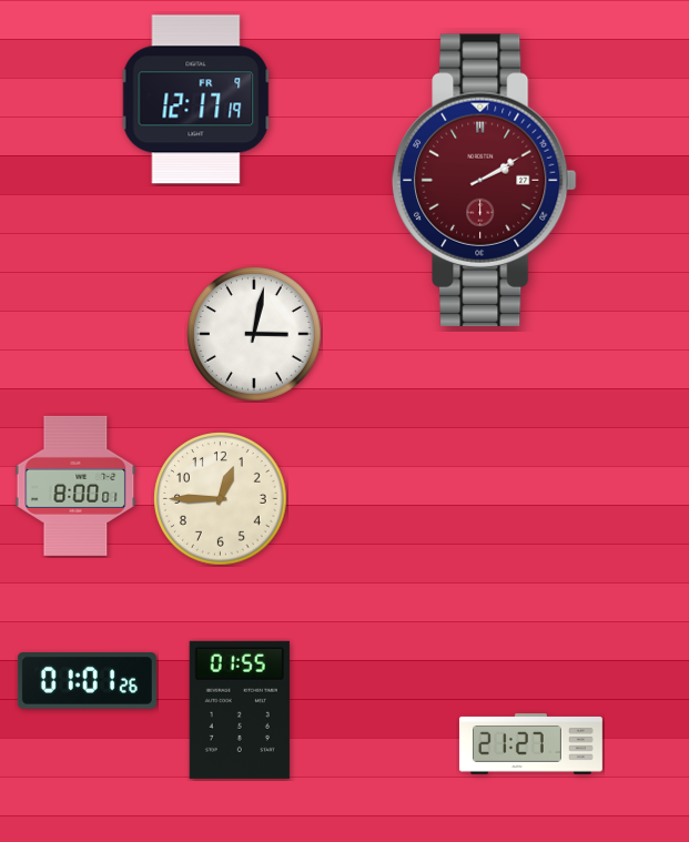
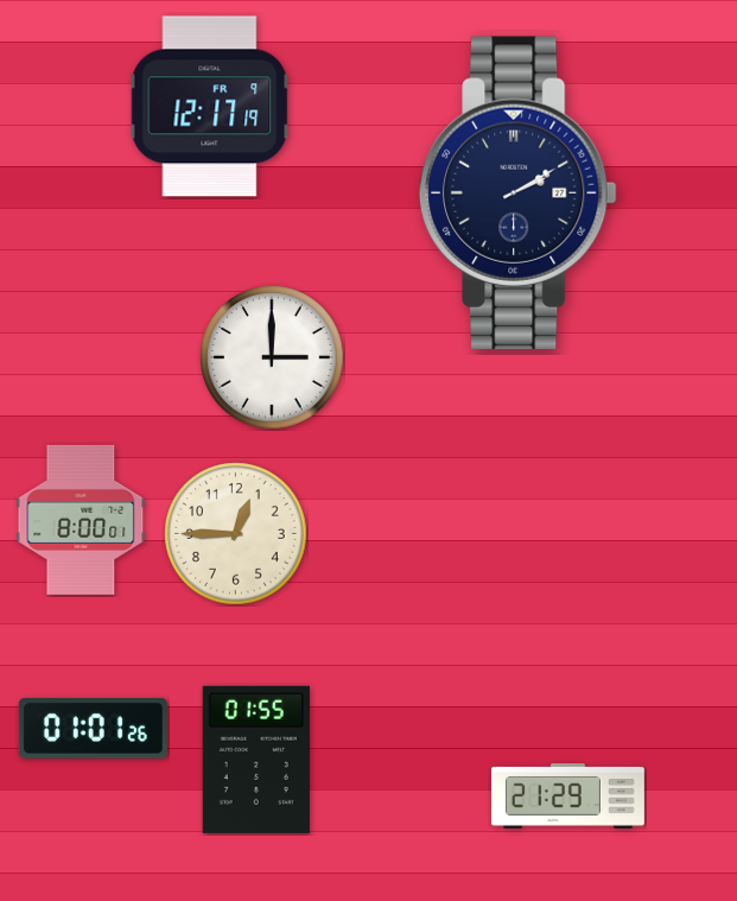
clock at (485, 180) dial: burgundy -> navy
clock at (254, 334): 3:02 -> 3:00
clock at (530, 744): 21:27 -> 21:29
